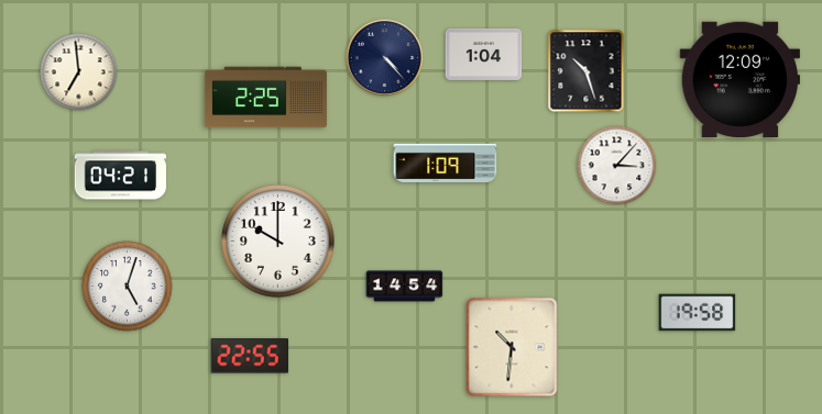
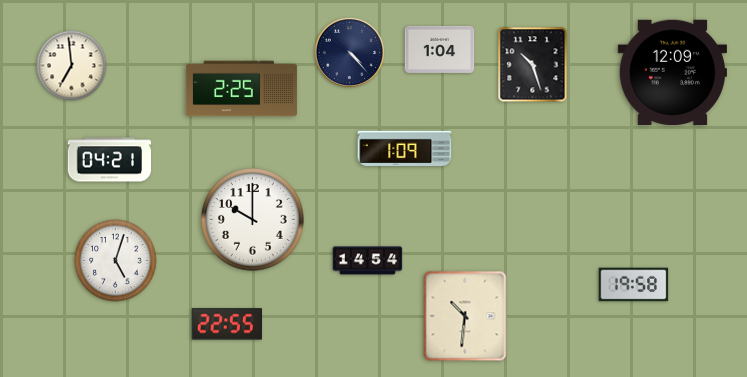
clock at (617, 166): 3:07 -> none
